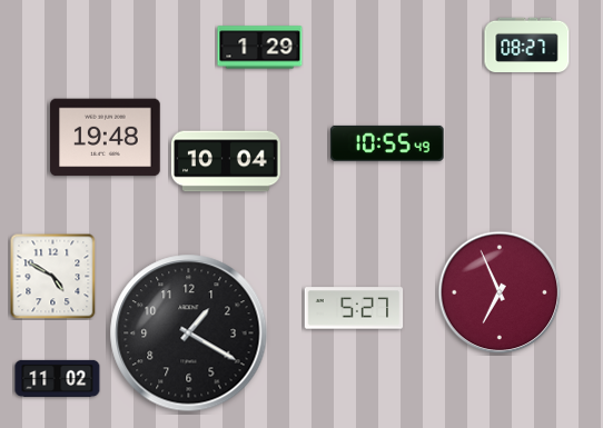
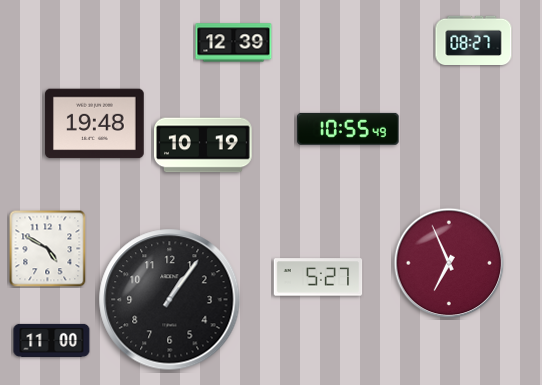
clock at (260, 48): 1:29 -> 12:39
clock at (227, 161): 10:04 -> 10:19
clock at (189, 334): 1:20 -> 1:06
clock at (58, 378): 11:02 -> 11:00
